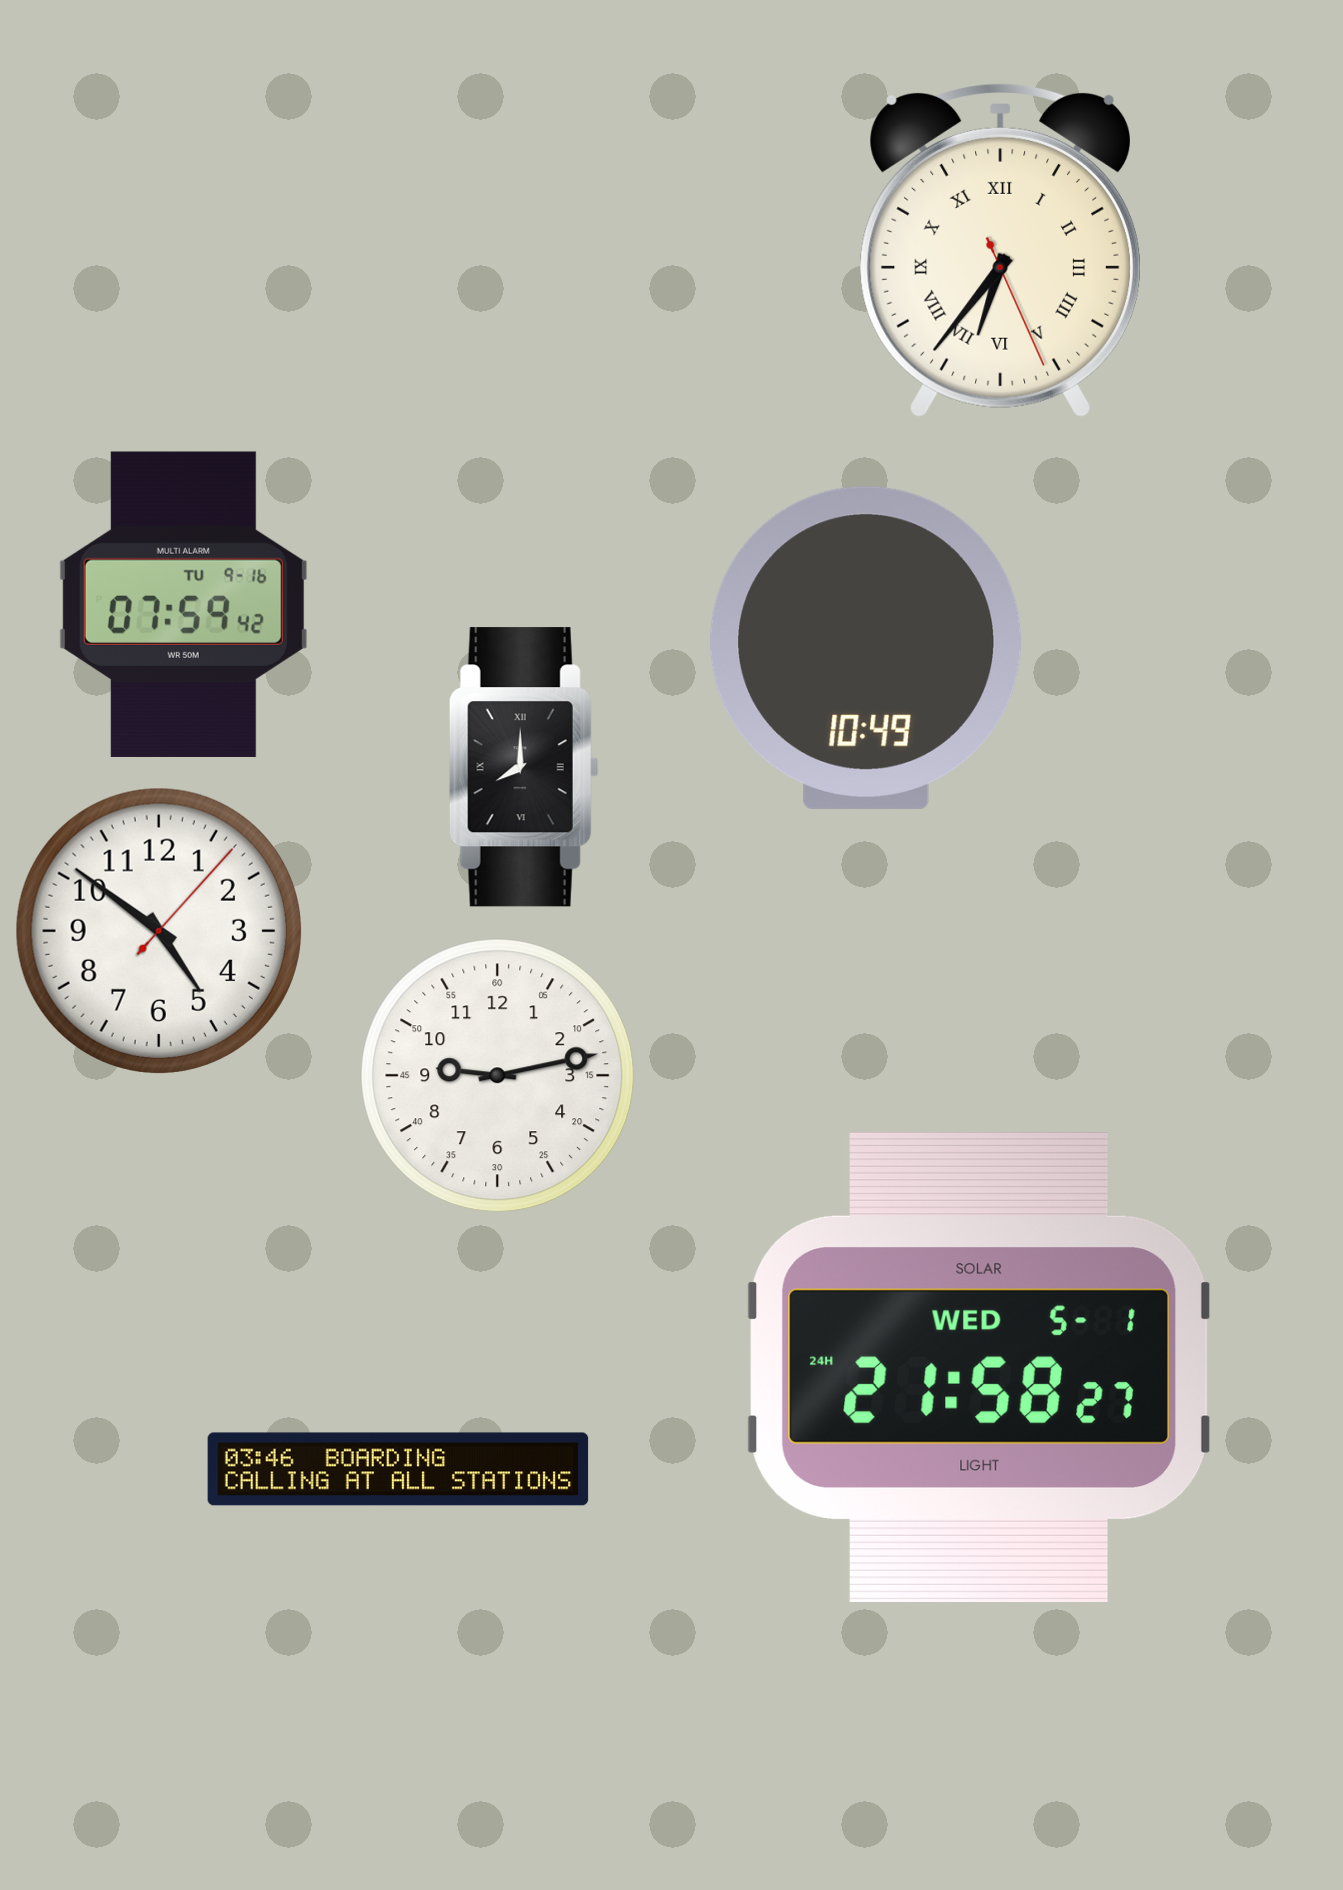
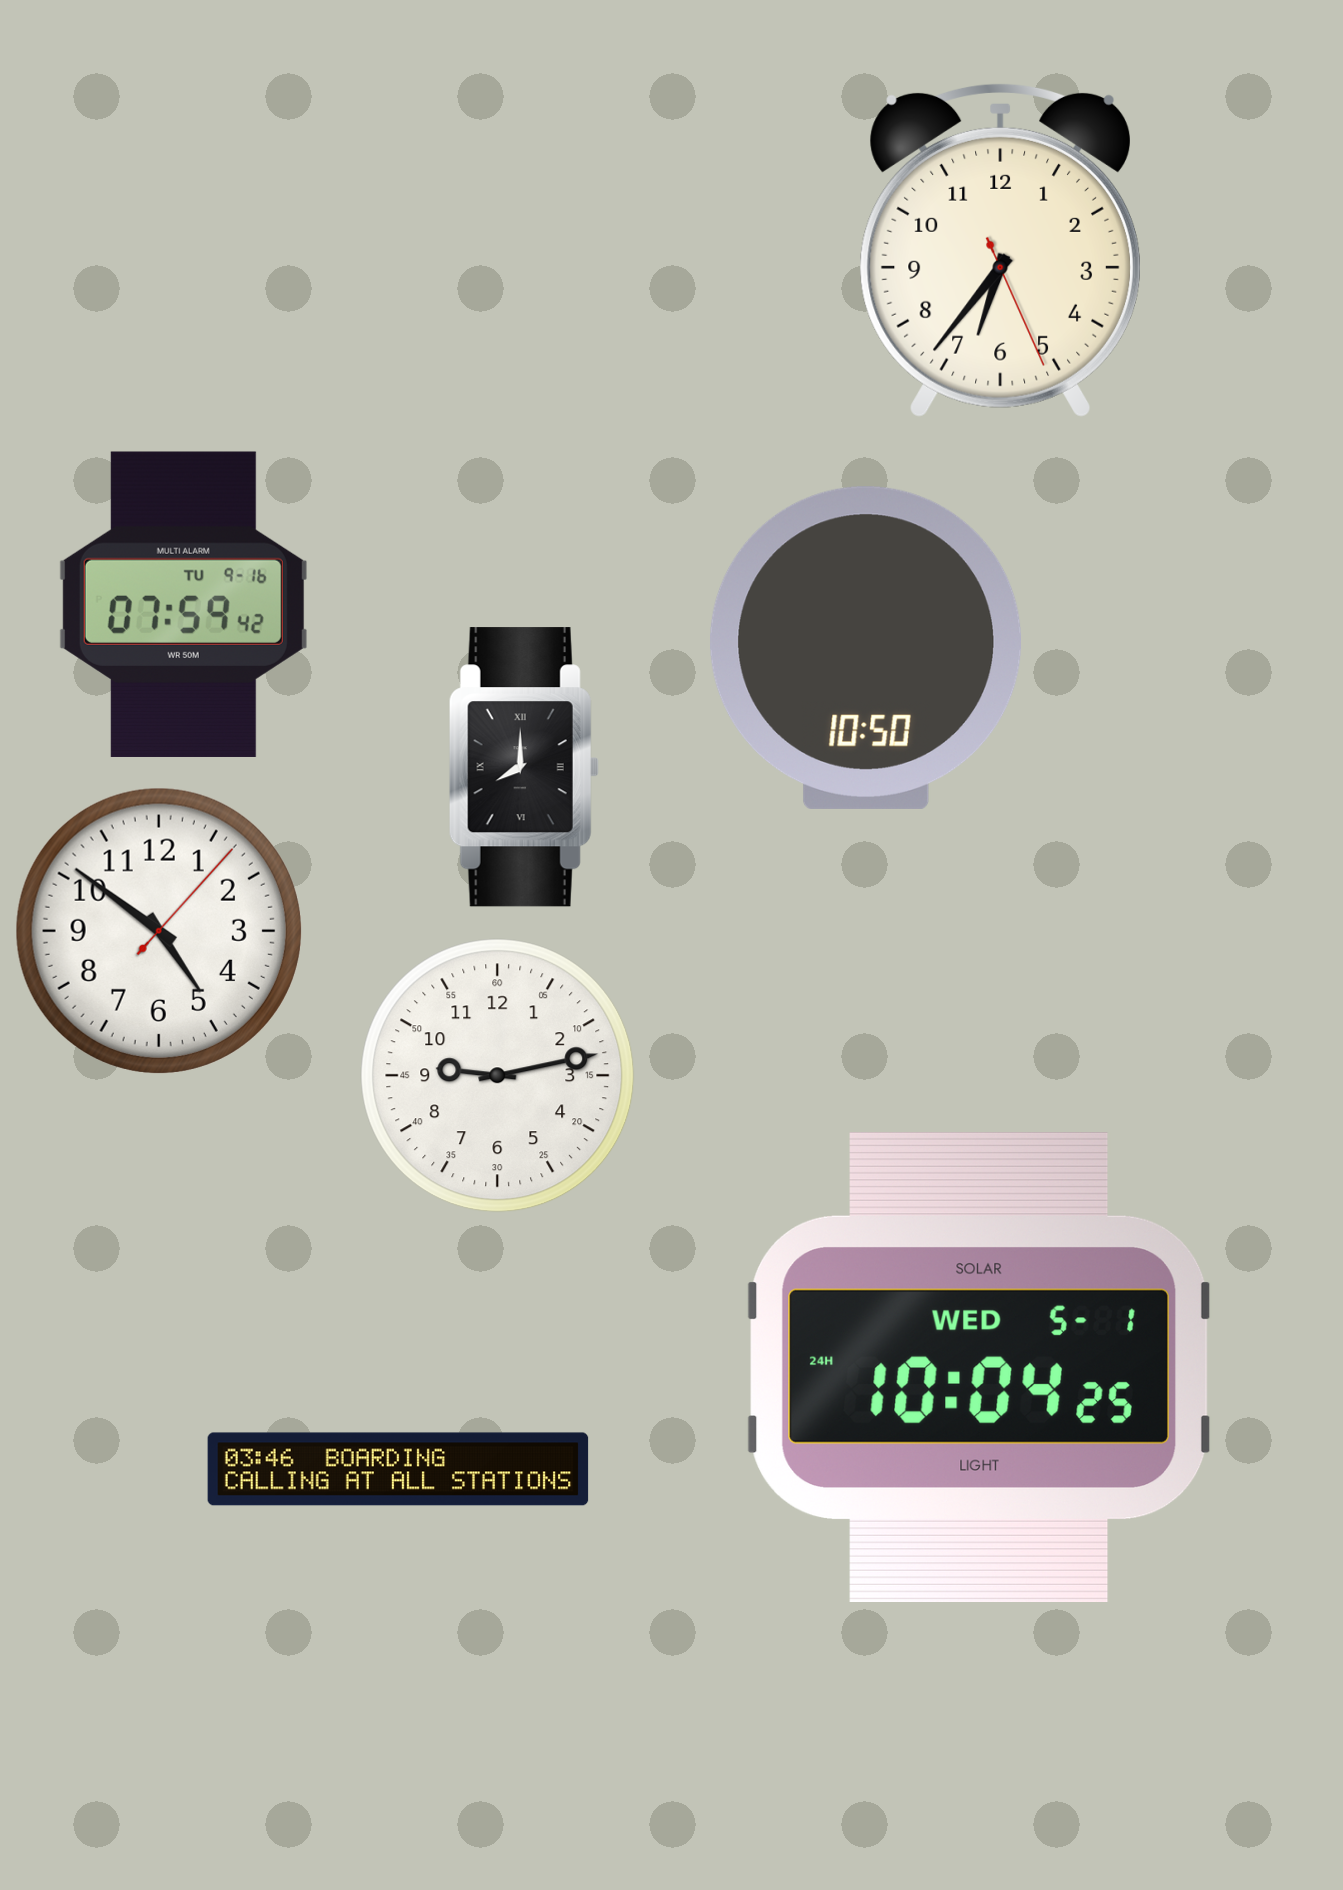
clock at (1000, 250) numerals: Roman -> Arabic
clock at (865, 648): 10:49 -> 10:50
clock at (979, 1367): 21:58 -> 10:04
